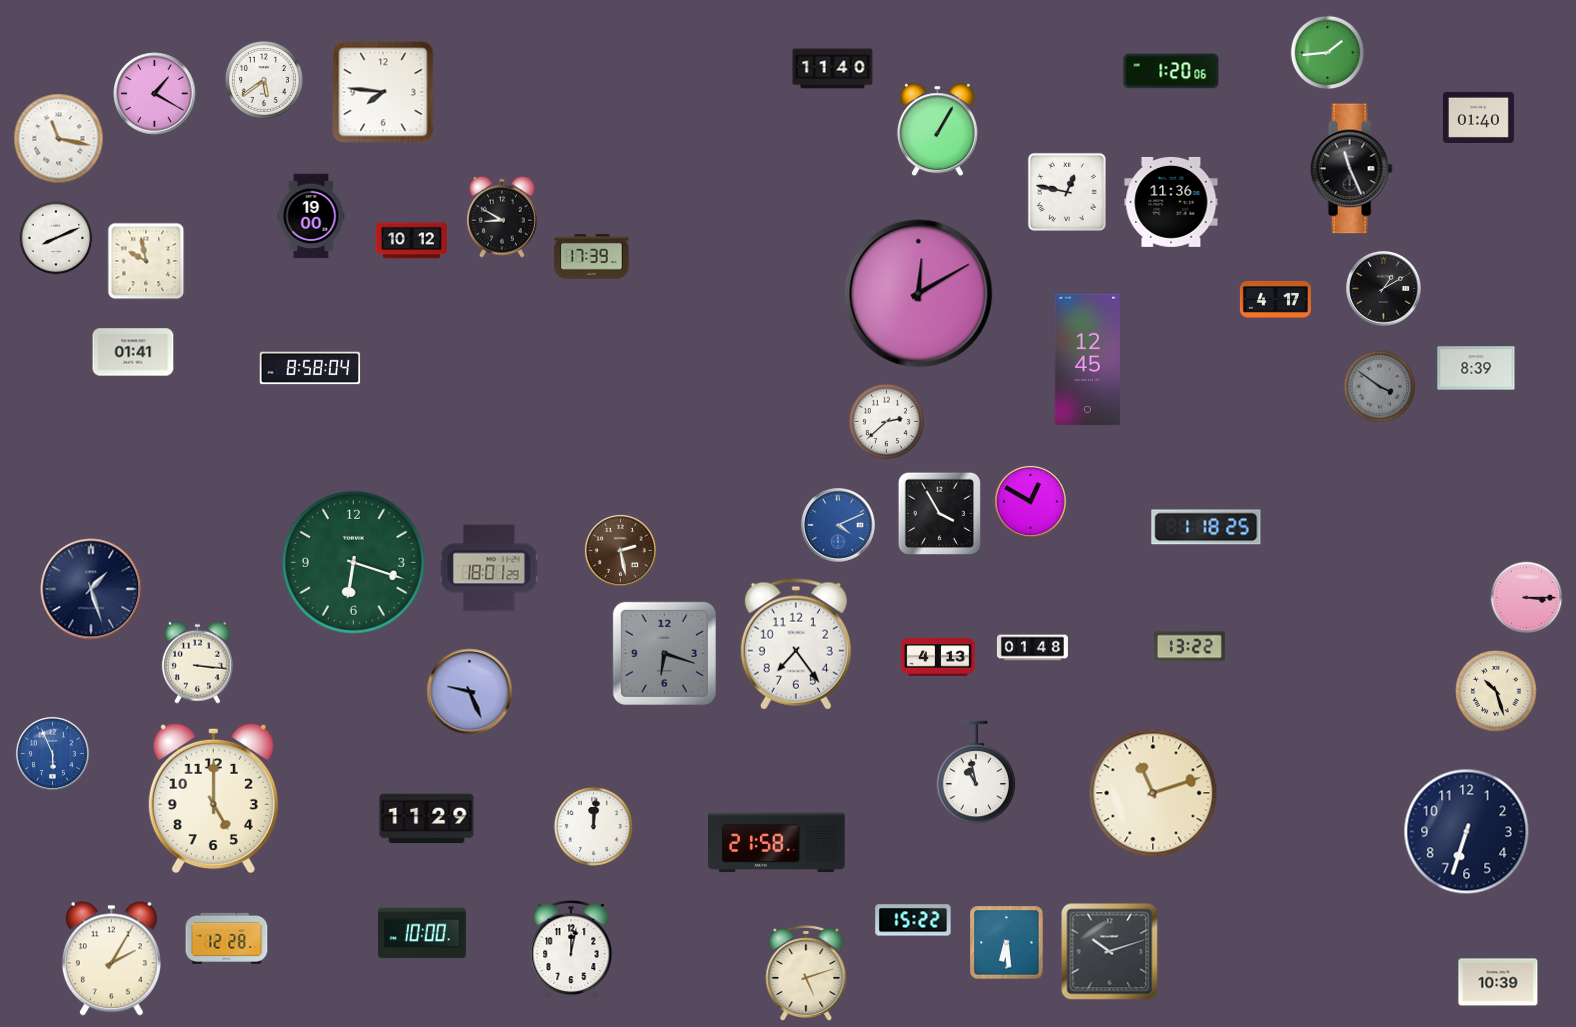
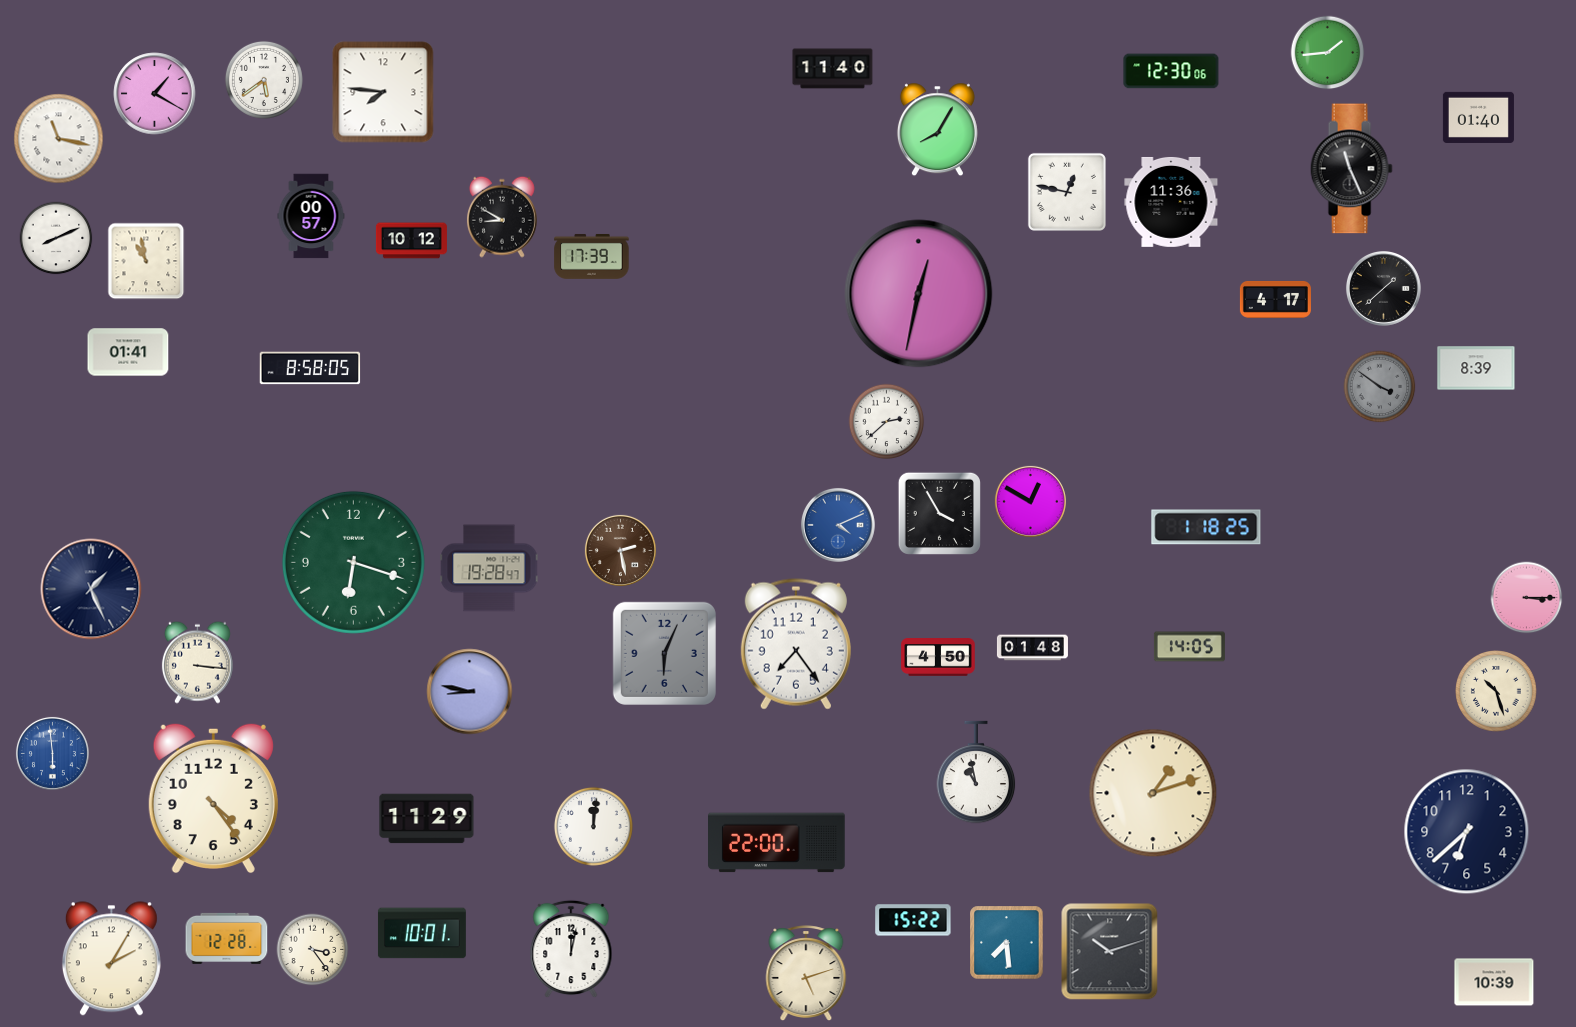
clock at (1171, 71): 1:20 -> 12:30
clock at (937, 130): 1:05 -> 8:05
clock at (311, 216): 19:00 -> 00:57
clock at (146, 261): 9:58 -> 10:58
clock at (1383, 288): 1:10 -> 1:38
clock at (919, 294): 12:10 -> 12:32
clock at (133, 352) position: (133, 352) -> (128, 352)
clock at (1087, 360): 12:45 -> none
clock at (310, 368): 8:58:04 -> 8:58:05
clock at (489, 568): 18:01 -> 19:28
clock at (91, 589): 1:27 -> 1:26
clock at (1189, 647): 13:22 -> 14:05
clock at (664, 653): 6:18 -> 6:04
clock at (938, 657): 4:13 -> 4:50
clock at (470, 692): 9:26 -> 8:47
clock at (52, 753): 5:56 -> 5:59
clock at (1153, 793): 11:12 -> 1:12
clock at (213, 798): 5:00 -> 4:24
clock at (1467, 832): 6:33 -> 6:38
clock at (777, 843): 21:58 -> 22:00
clock at (422, 933): 10:00 -> 10:01
clock at (1007, 943): 6:29 -> 7:29
clock at (313, 950): none -> 3:24
clock at (1498, 982) position: (1498, 982) -> (1494, 982)
